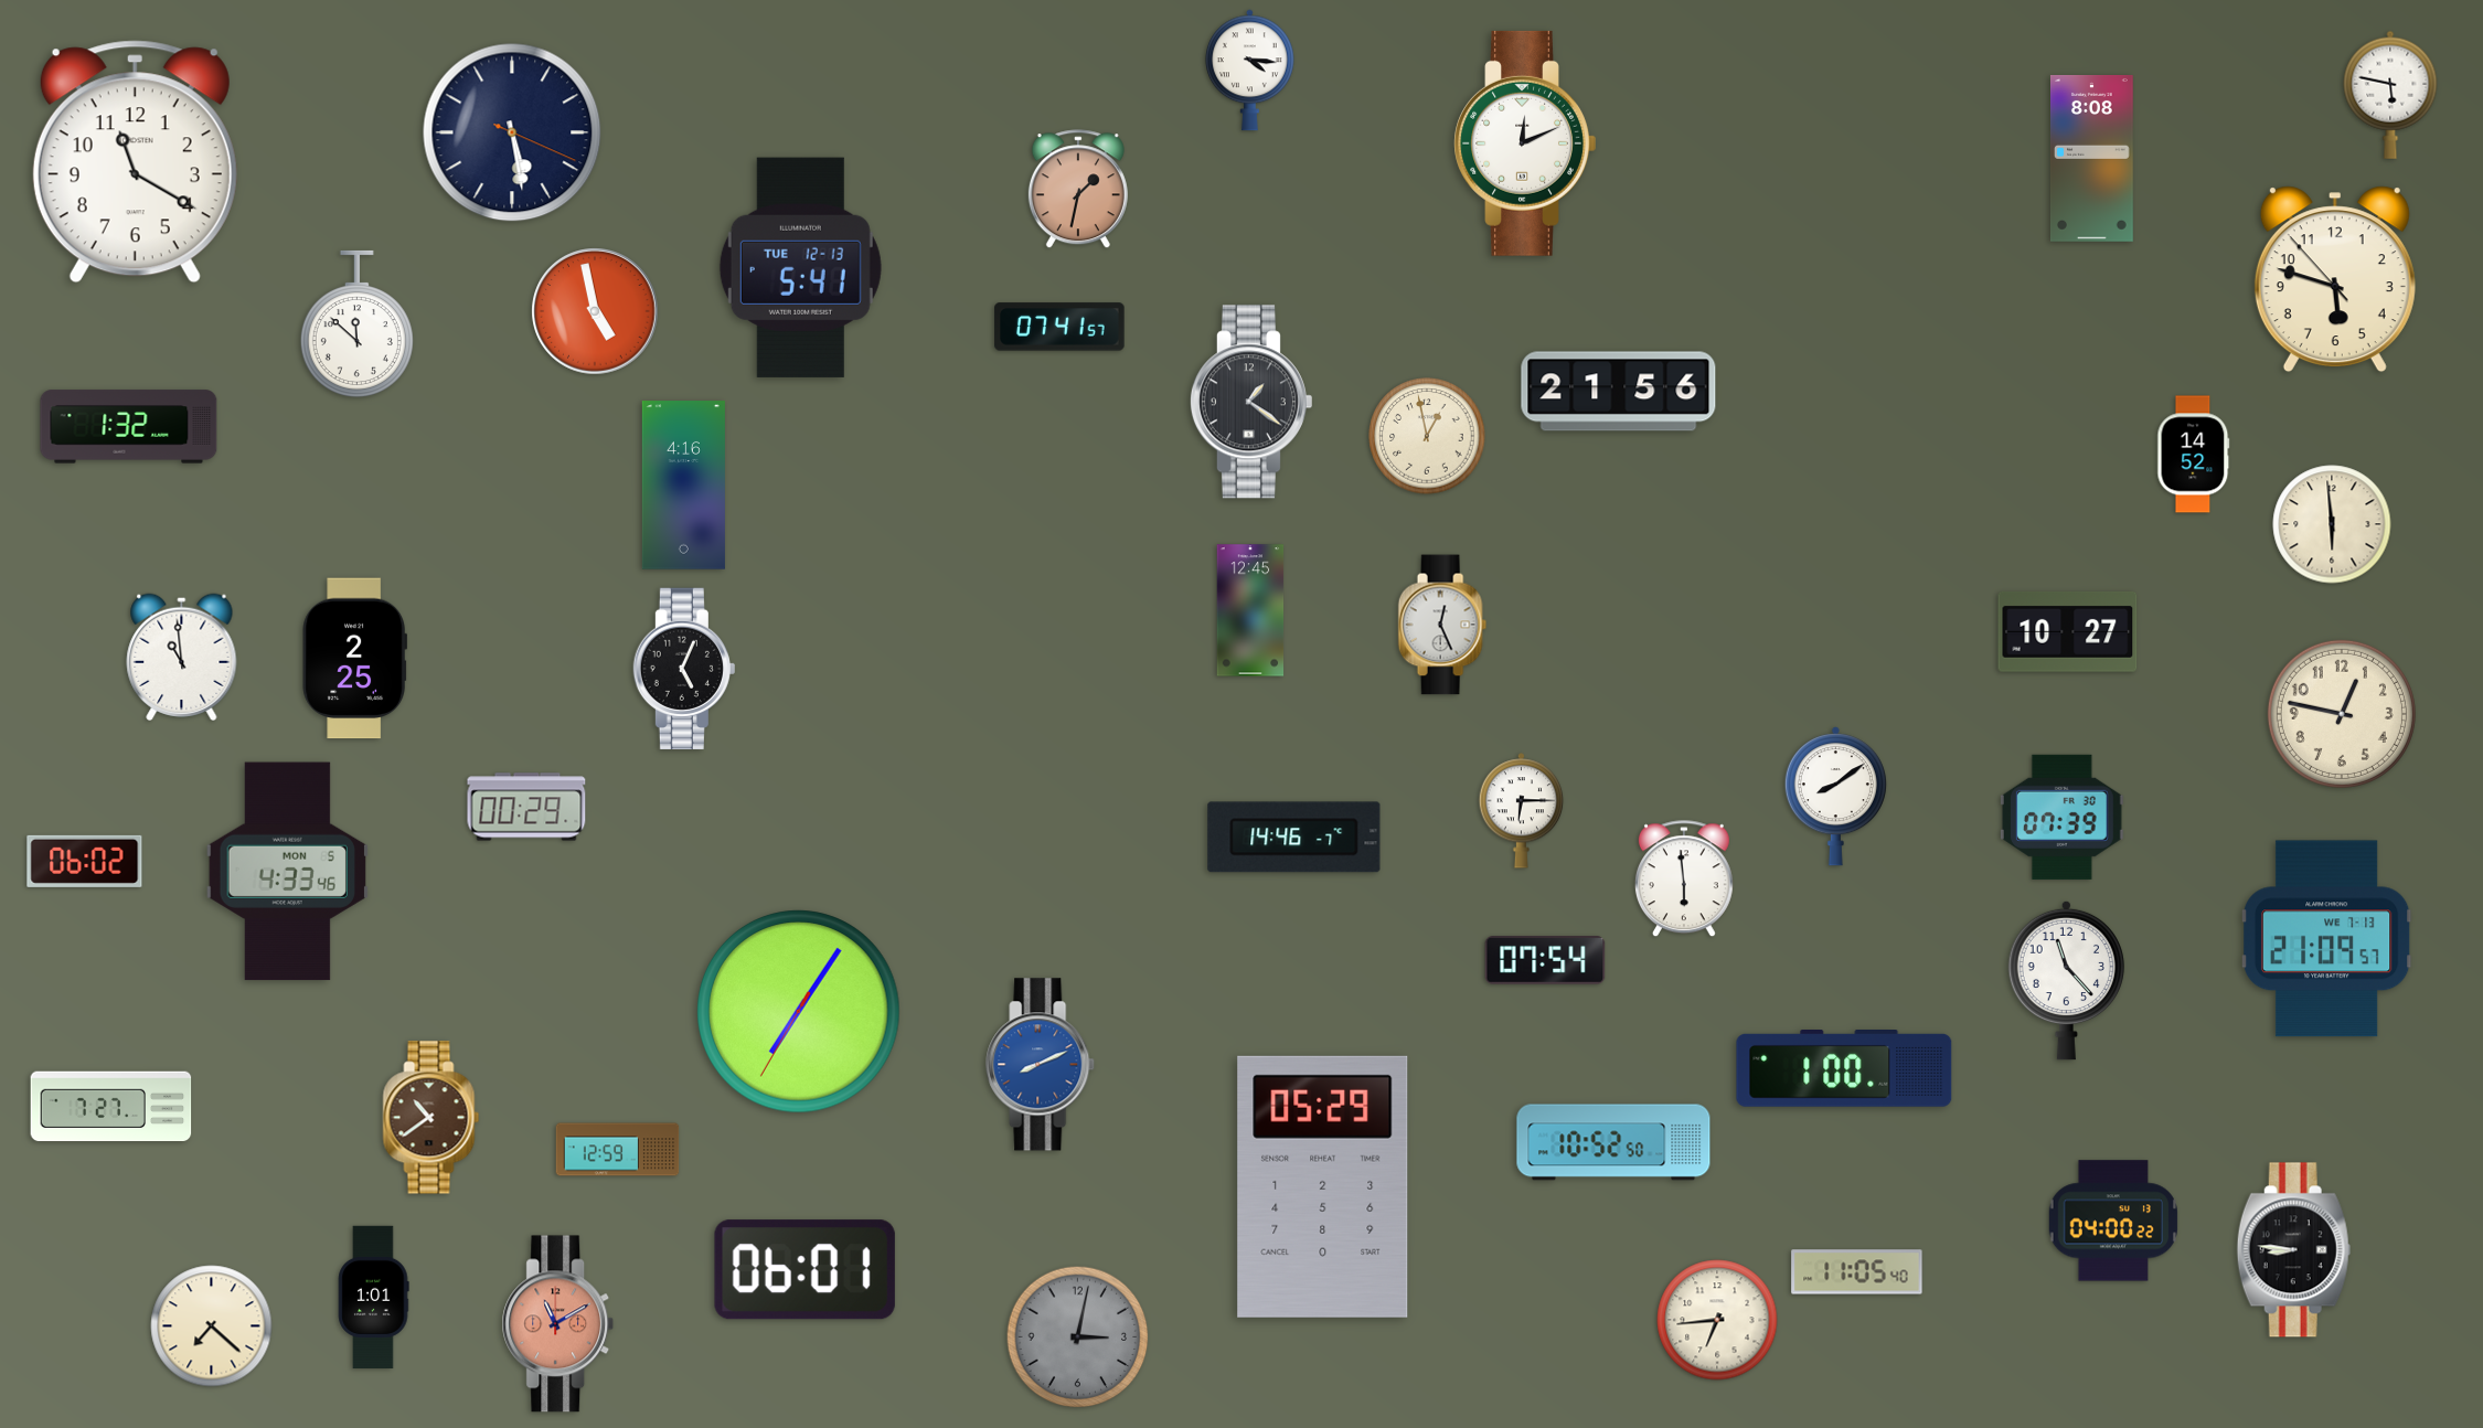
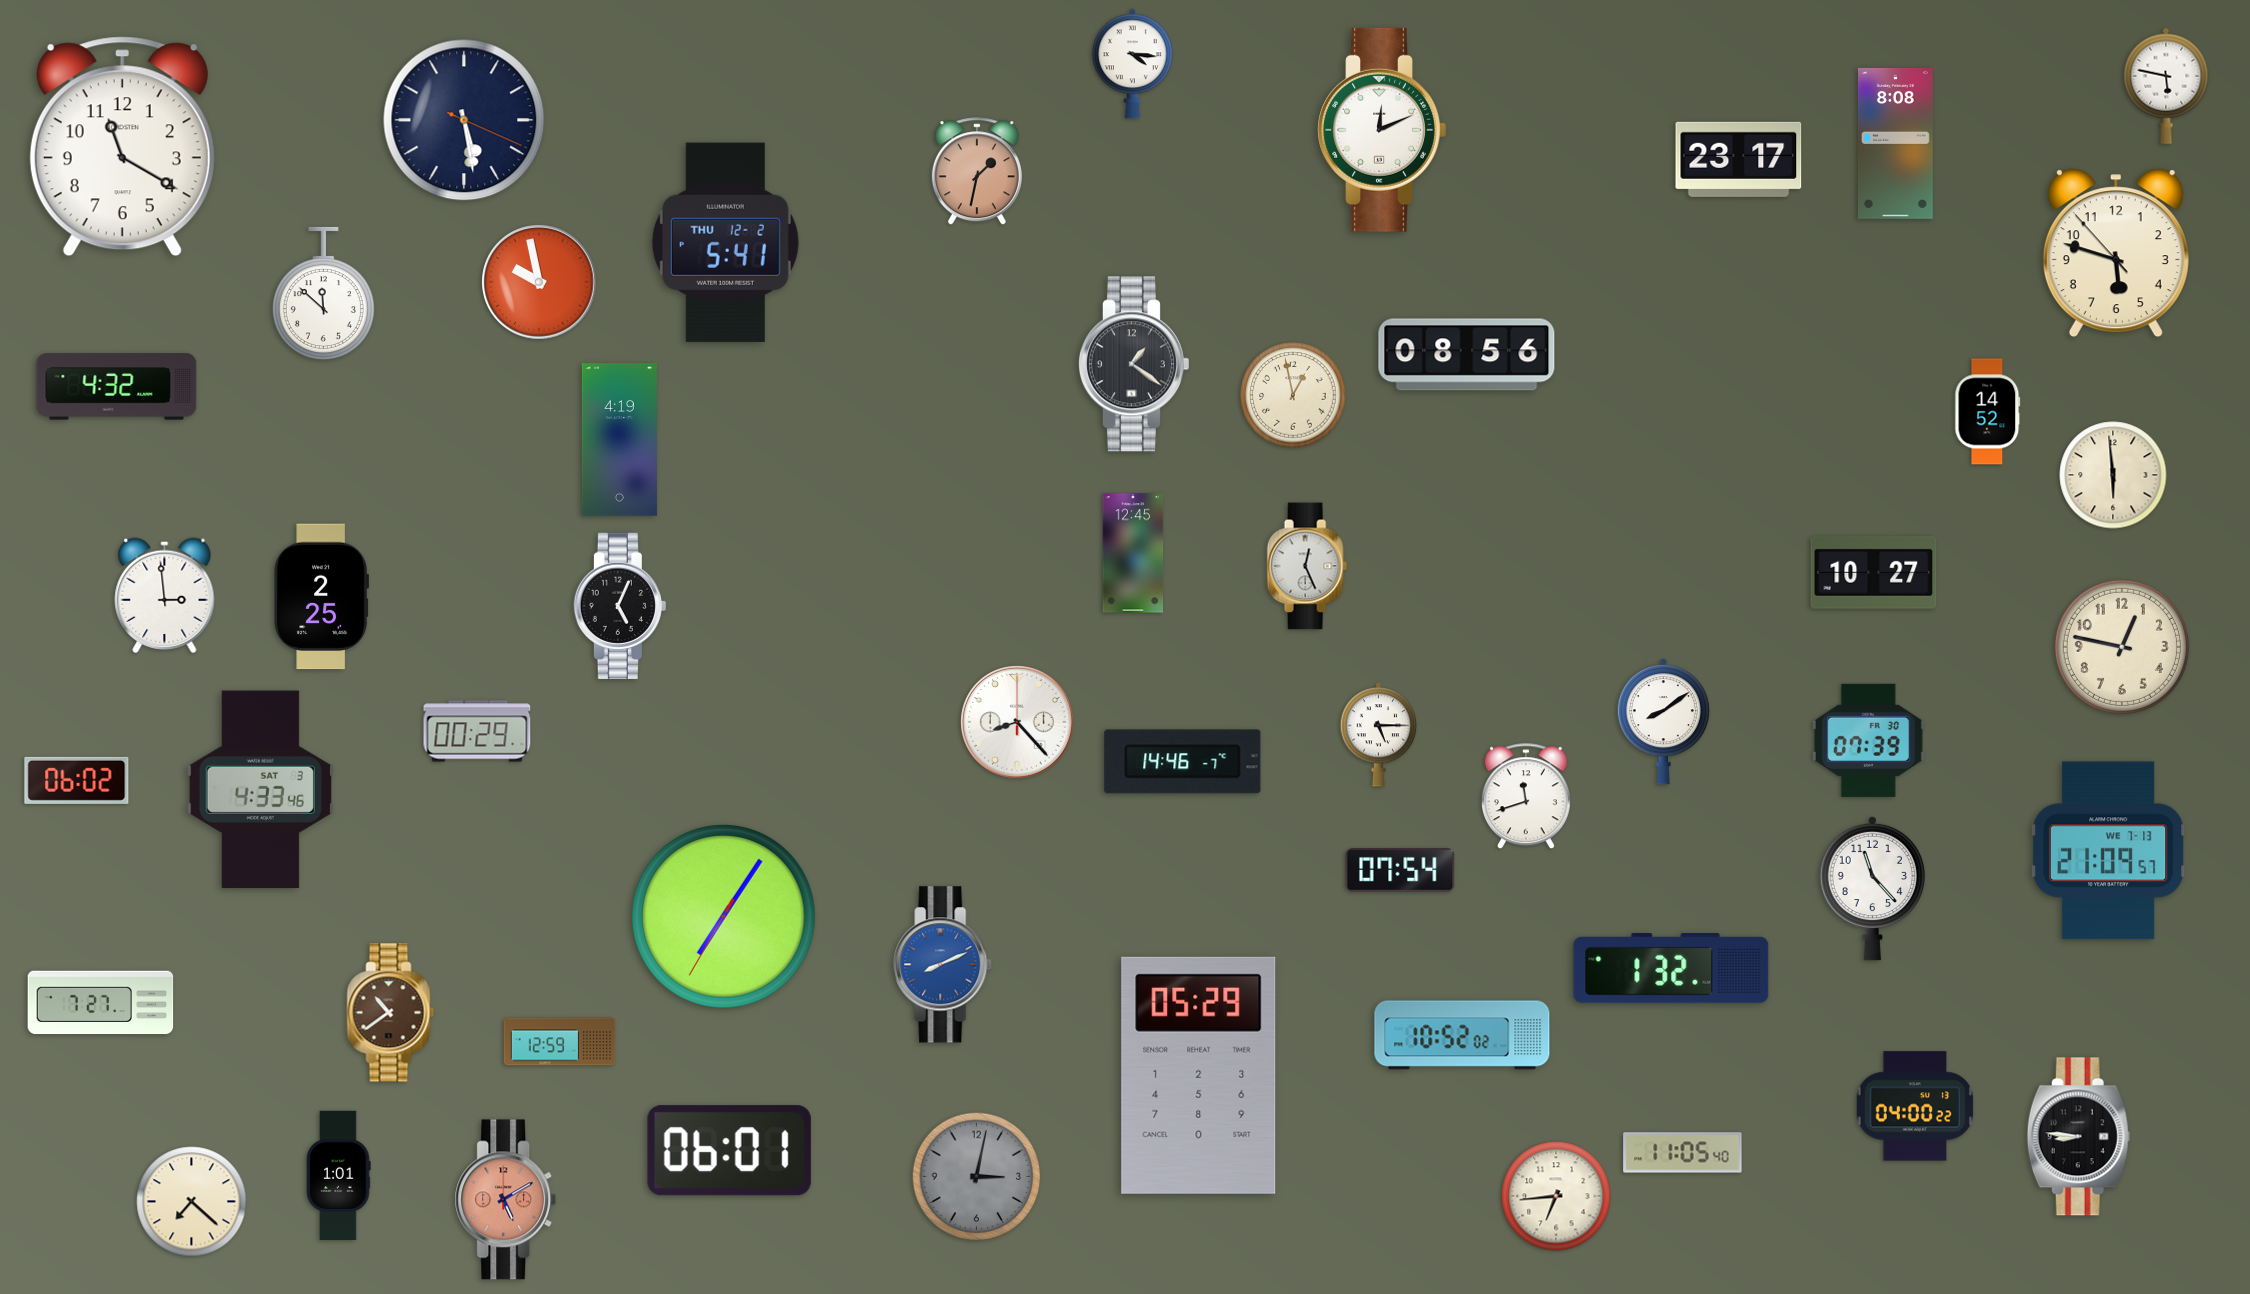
clock at (1739, 159): none -> 23:17
clock at (800, 267) date: TUE 12-13 -> THU 12-2
clock at (595, 311): 4:58 -> 9:58
clock at (1059, 327): 07:41 -> none
clock at (1619, 392): 21:56 -> 08:56
clock at (129, 427): 1:32 -> 4:32
clock at (683, 486): 4:16 -> 4:19
clock at (182, 657): 10:59 -> 2:59
clock at (1018, 723): none -> 8:23
clock at (1522, 811): 6:15 -> 5:15
clock at (1294, 838) position: (1294, 838) -> (1183, 762)
clock at (287, 872) date: MON 5 -> SAT 3
clock at (1684, 880): 5:59 -> 11:42
clock at (1844, 1069): 1:00 -> 1:32
clock at (1613, 1142): 10:52:50 -> 10:52:02
clock at (2293, 1250) position: (2293, 1250) -> (2078, 1137)
clock at (558, 1324): 11:10 -> 5:10
clock at (1078, 1338) position: (1078, 1338) -> (977, 1177)
